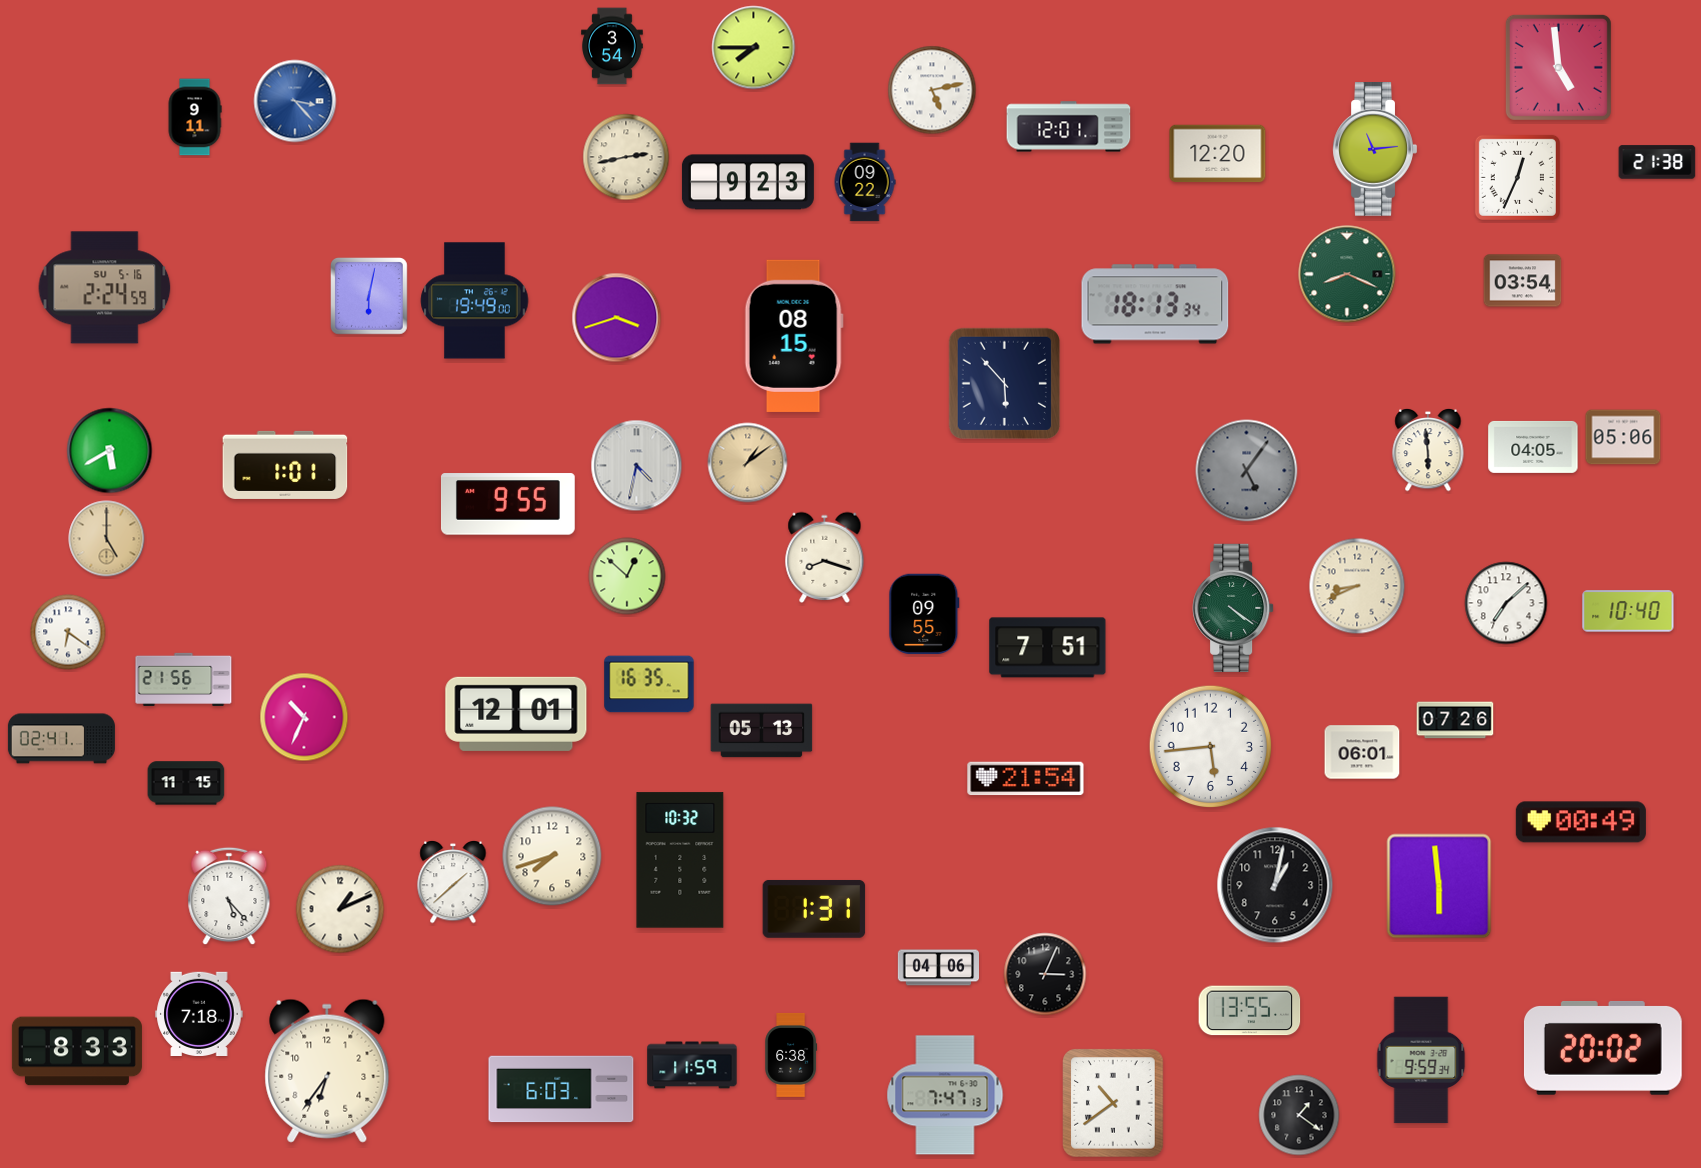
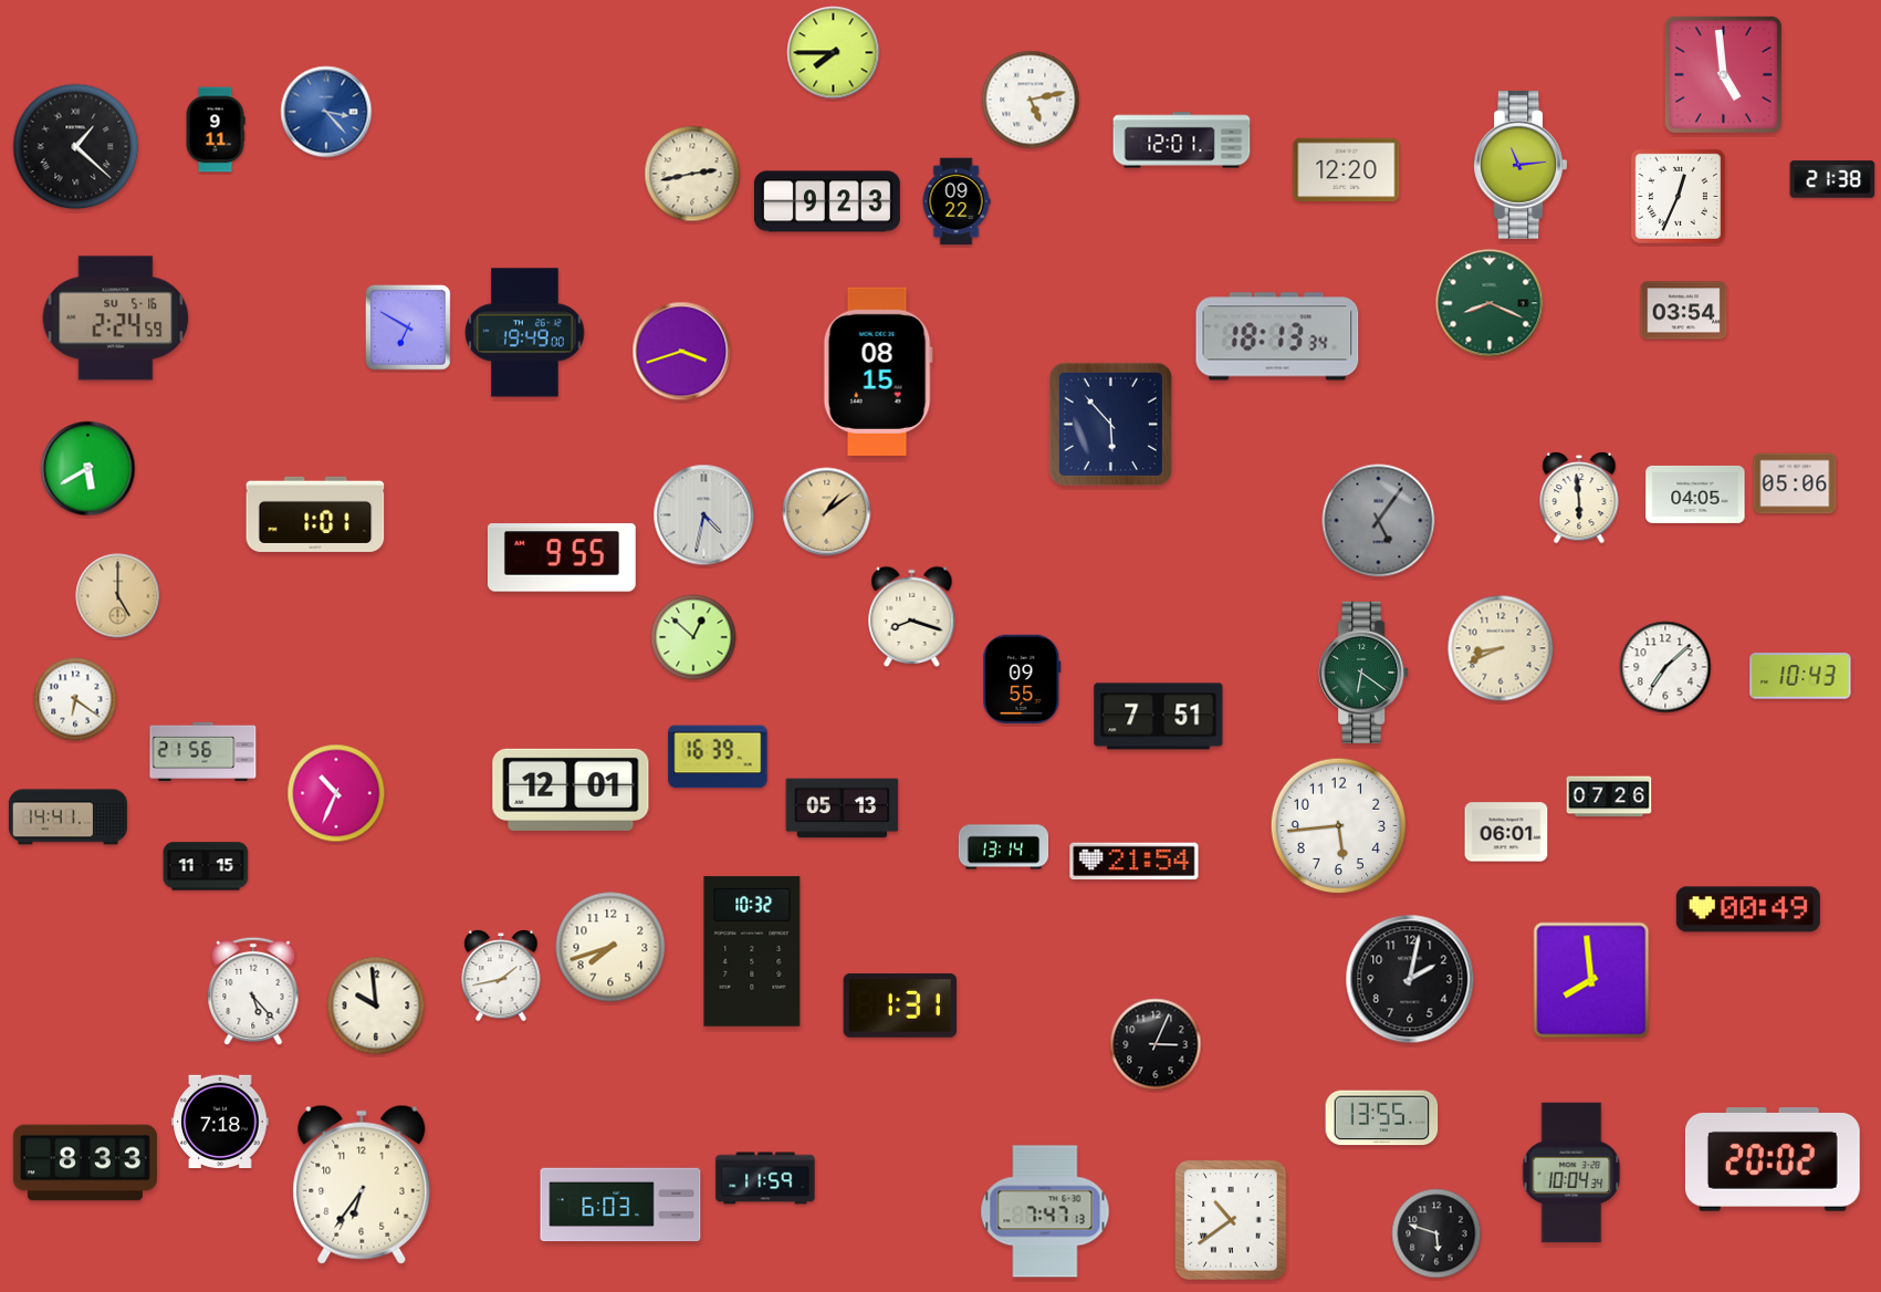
clock at (612, 46): 3:54 -> none
clock at (76, 147): none -> 1:22
clock at (370, 297): 6:02 -> 6:50
clock at (110, 451) position: (110, 451) -> (88, 469)
clock at (1233, 608): 4:21 -> 6:21
clock at (1628, 611): 10:40 -> 10:43
clock at (649, 684): 16:35 -> 16:39
clock at (61, 739): 02:41 -> 14:41
clock at (1004, 847): none -> 13:14
clock at (453, 882): 1:38 -> 1:43
clock at (1275, 885): 1:02 -> 2:02
clock at (1439, 886): 5:59 -> 7:59
clock at (340, 909): 1:11 -> 9:59
clock at (938, 968): 04:06 -> none
clock at (1045, 974) position: (1045, 974) -> (1156, 1044)
clock at (791, 1055): 6:38 -> none
clock at (1421, 1060): 9:59 -> 10:04
clock at (1299, 1115): 1:21 -> 5:48
